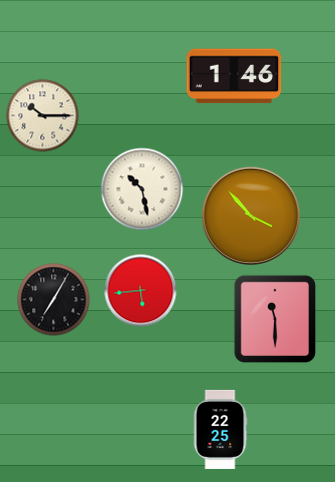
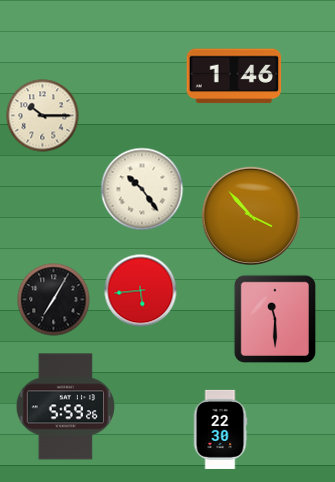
clock at (142, 189): 10:28 -> 10:24
clock at (65, 407): none -> 5:59
clock at (220, 429): 22:25 -> 22:30
